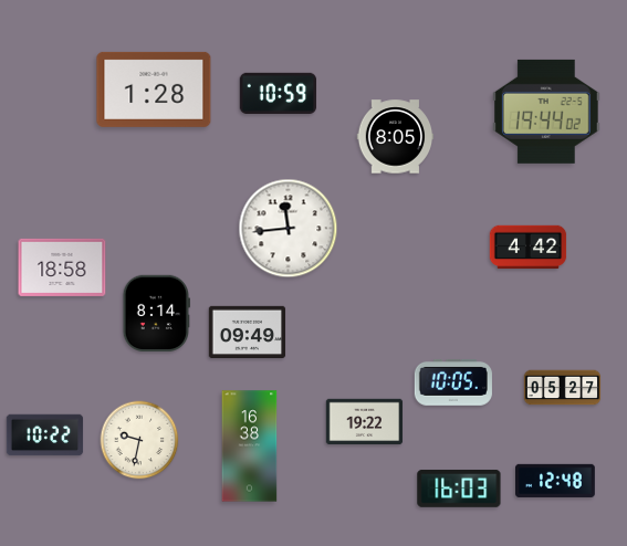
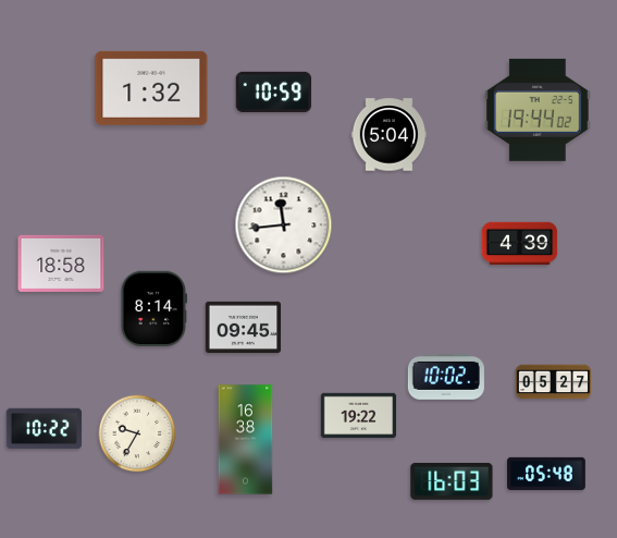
clock at (154, 90): 1:28 -> 1:32
clock at (396, 137): 8:05 -> 5:04
clock at (529, 248): 4:42 -> 4:39
clock at (248, 332): 09:49 -> 09:45
clock at (453, 382): 10:05 -> 10:02
clock at (139, 440): 9:32 -> 9:35
clock at (556, 480): 12:48 -> 05:48
